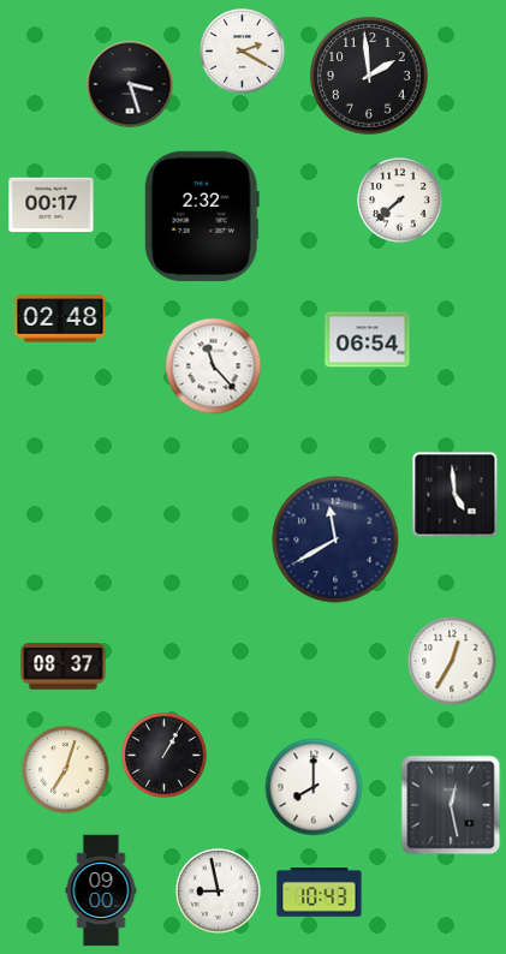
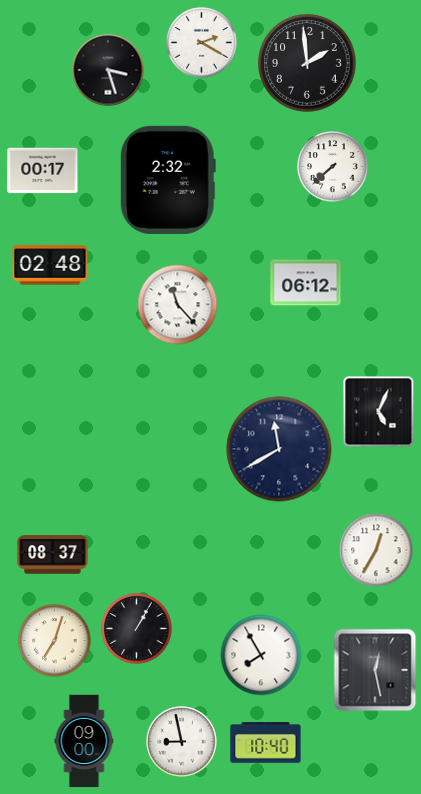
clock at (368, 340): 06:54 -> 06:12
clock at (456, 495): 4:59 -> 5:04
clock at (314, 787): 8:00 -> 7:55
clock at (320, 893): 10:43 -> 10:40
